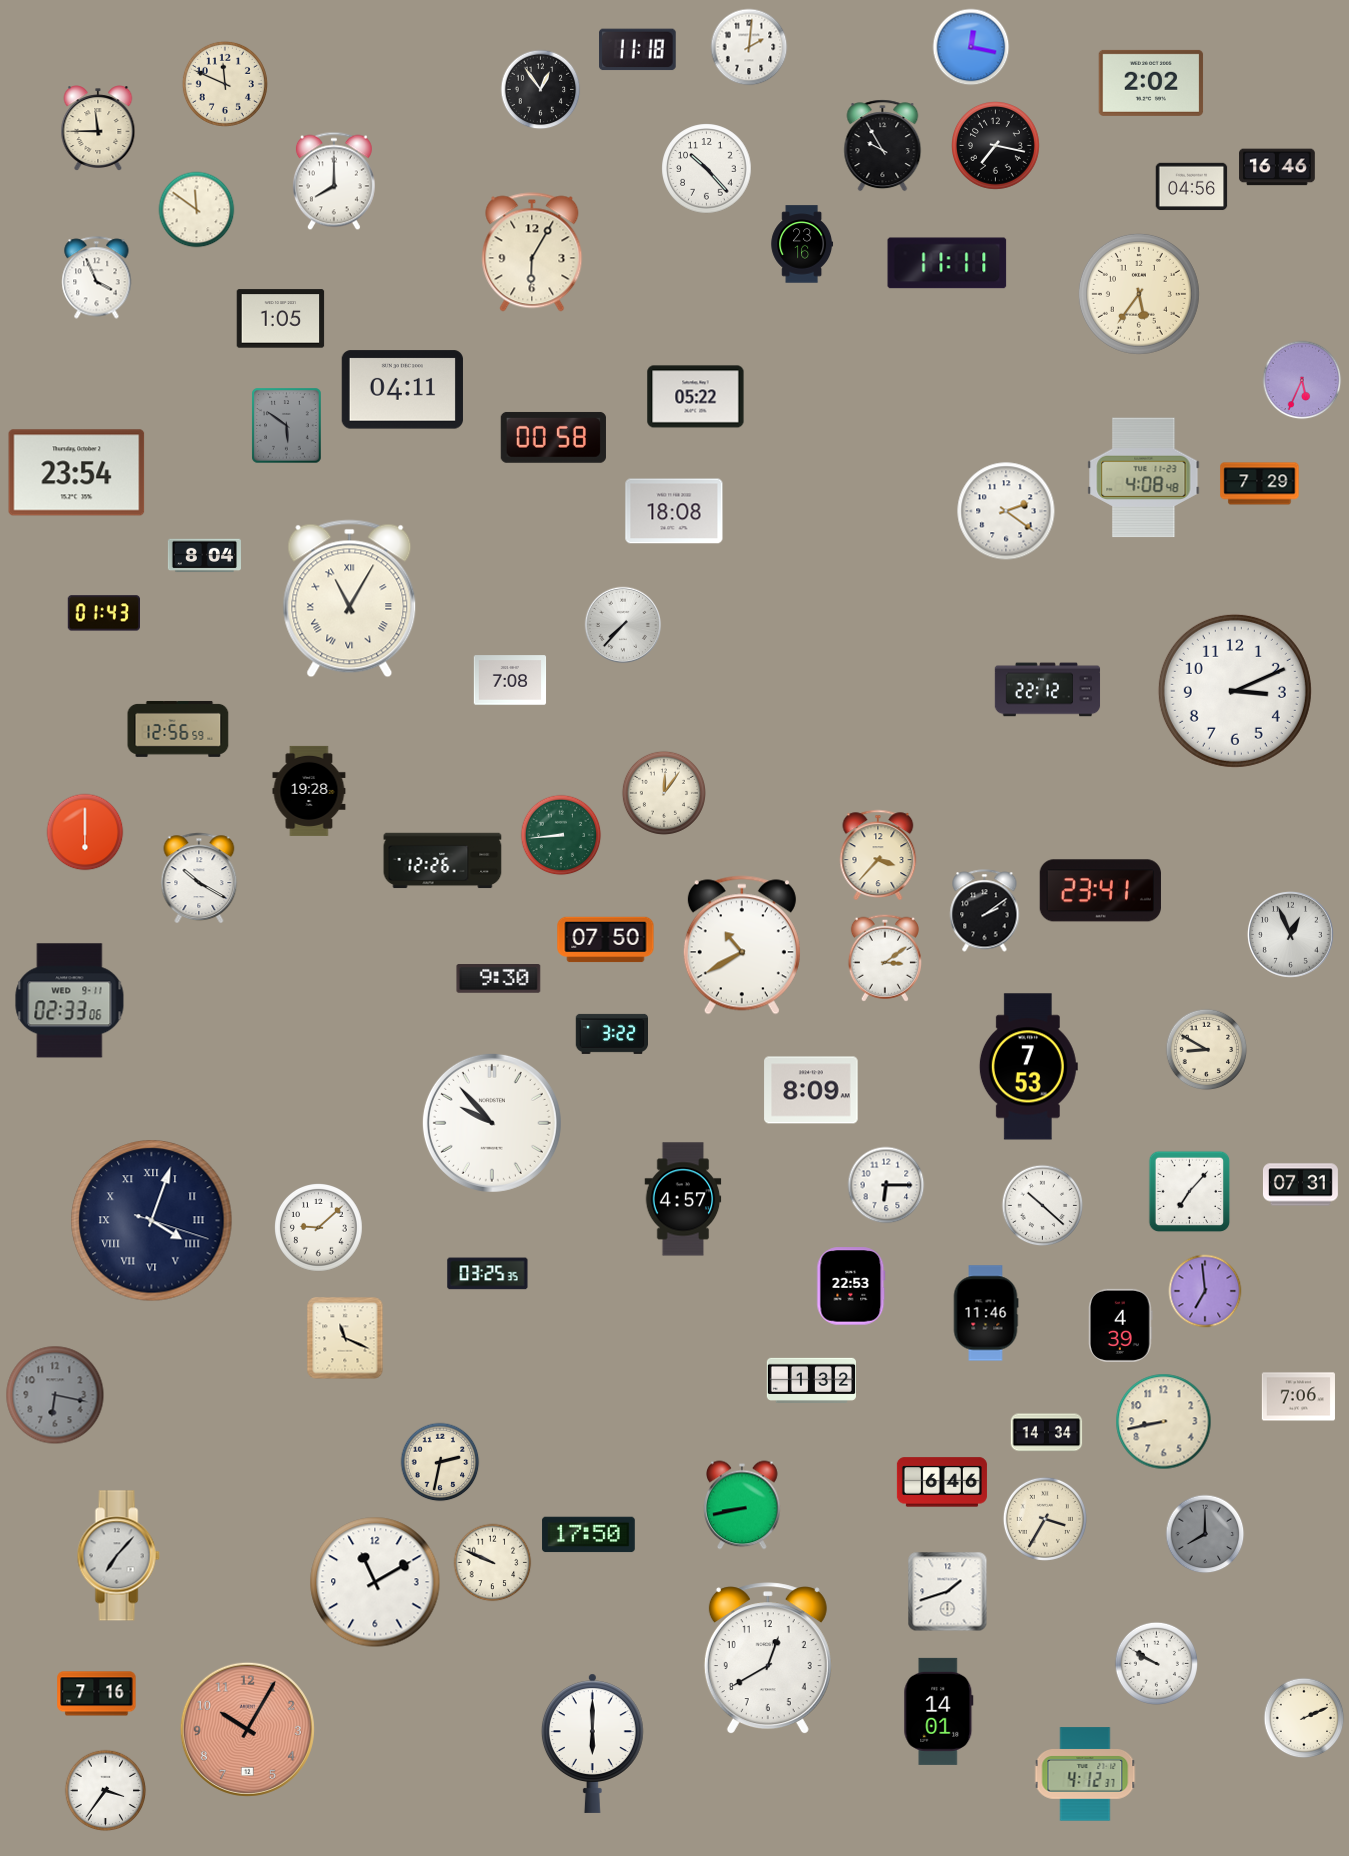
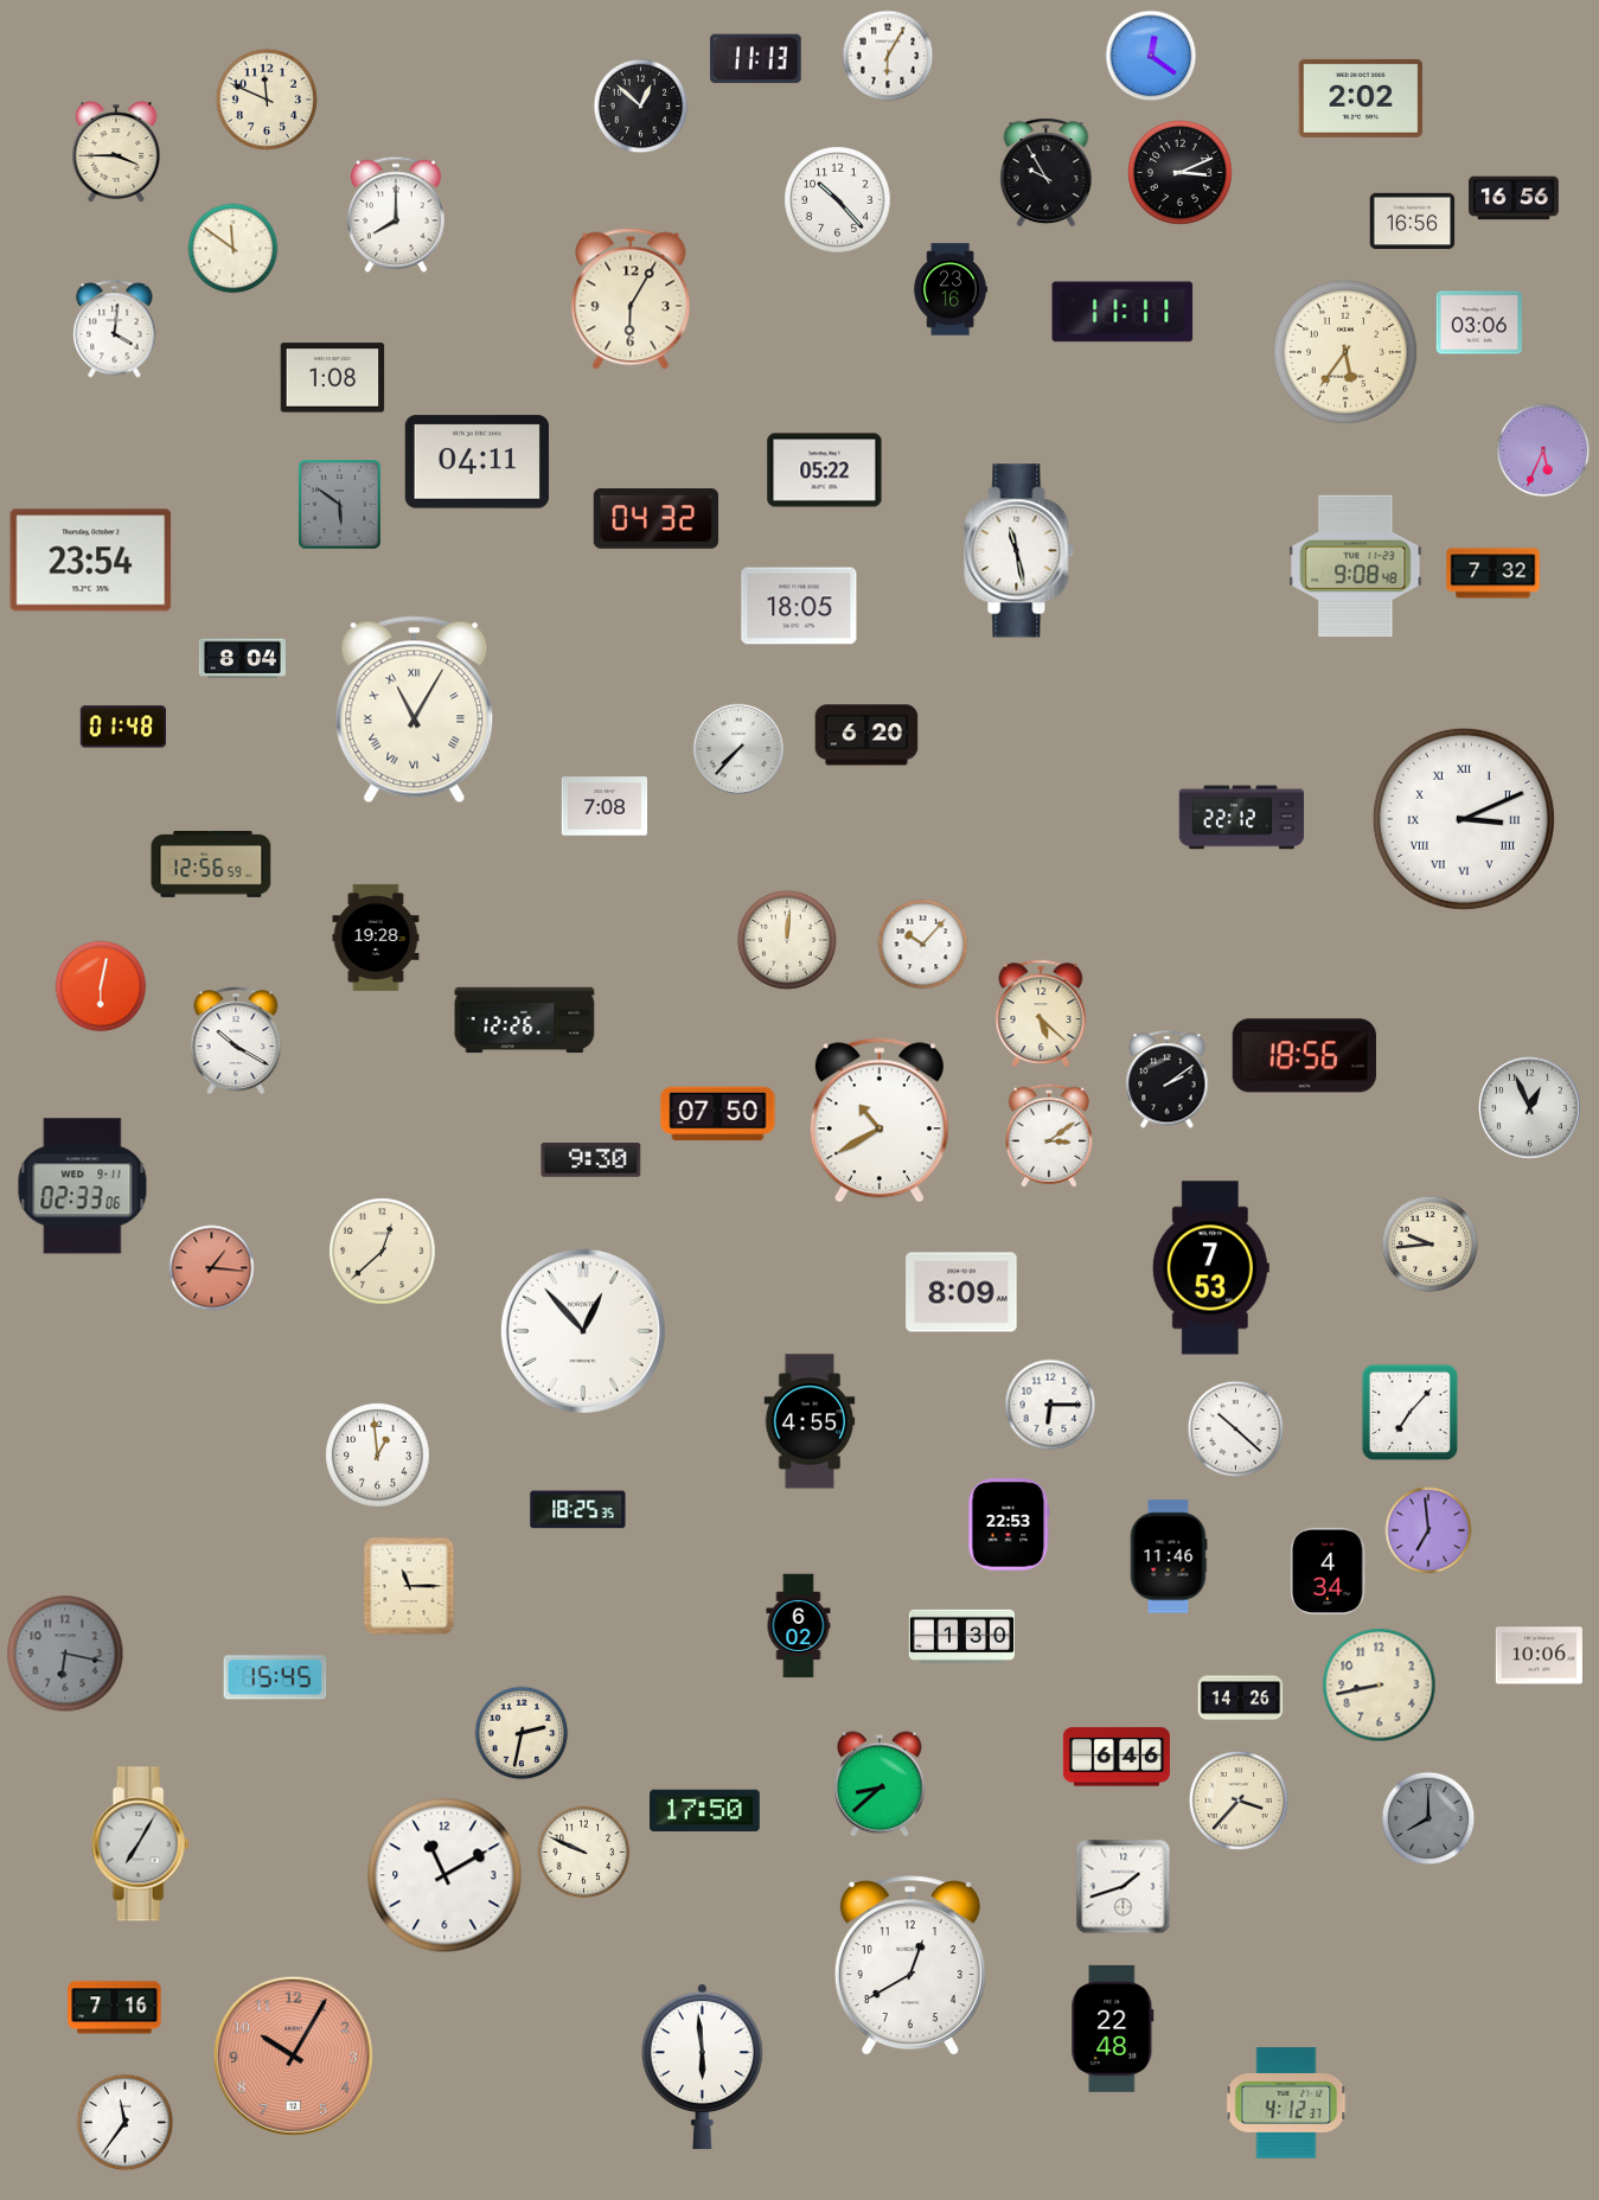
clock at (749, 47): 2:01 -> 6:05
clock at (971, 47): 12:17 -> 12:21
clock at (638, 50): 11:18 -> 11:13
clock at (1151, 83) position: (1151, 83) -> (1361, 98)
clock at (541, 90): 12:54 -> 12:52
clock at (98, 128): 11:45 -> 3:45
clock at (996, 146): 7:17 -> 3:11
clock at (1277, 167): 16:46 -> 16:56
clock at (1192, 187): 04:56 -> 16:56
clock at (1479, 322): none -> 03:06
clock at (97, 278): 3:56 -> 4:01
clock at (1139, 294) position: (1139, 294) -> (1345, 352)
clock at (281, 319): 1:05 -> 1:08
clock at (553, 437): 00:58 -> 04:32
clock at (1019, 551): none -> 11:28
clock at (1144, 478): 4:08 -> 9:08
clock at (1260, 484): 7:29 -> 7:32
clock at (674, 511): 18:08 -> 18:05
clock at (1006, 511): 2:21 -> none
clock at (103, 613): 01:43 -> 01:48
clock at (866, 735): none -> 6:20
clock at (623, 625) position: (623, 625) -> (738, 749)
clock at (1235, 691) numerals: Arabic -> Roman
clock at (309, 791) position: (309, 791) -> (376, 938)
clock at (664, 793): 12:06 -> 12:01
clock at (923, 945): none -> 10:07
clock at (85, 832): 6:00 -> 6:02
clock at (561, 835): 8:44 -> none
clock at (878, 855): 3:37 -> 5:22
clock at (1100, 891): 23:41 -> 18:56
clock at (611, 1034): 3:22 -> none
clock at (1207, 1050): 8:50 -> 9:44
clock at (383, 1252): none -> 12:38
clock at (1028, 1067) position: (1028, 1067) -> (1210, 1268)
clock at (212, 1268): none -> 1:16
clock at (492, 1123): 9:53 -> 12:53
clock at (1300, 1185): 07:31 -> none
clock at (683, 1199): 4:57 -> 4:55
clock at (152, 1221): 4:03 -> none
clock at (319, 1228): 9:08 -> 12:59
clock at (488, 1274): 03:25 -> 18:25
clock at (1121, 1325): 4:39 -> 4:34
clock at (345, 1338): 11:19 -> 11:15
clock at (799, 1626): none -> 6:02
clock at (811, 1380): 1:32 -> 1:30
clock at (1298, 1397): 7:06 -> 10:06
clock at (275, 1677): none -> 15:45
clock at (1047, 1433): 14:34 -> 14:26
clock at (742, 1505): 8:43 -> 8:38
clock at (1045, 1519): 3:35 -> 3:37
clock at (589, 1535) position: (589, 1535) -> (705, 1811)
clock at (118, 1556): 7:07 -> 7:05
clock at (1156, 1663): 9:50 -> none
clock at (939, 1711): 14:01 -> 22:48
clock at (1304, 1718): 2:11 -> none
clock at (247, 1729) position: (247, 1729) -> (293, 2055)
clock at (592, 1743): 6:00 -> 5:59
clock at (106, 1791): 3:36 -> 11:36
